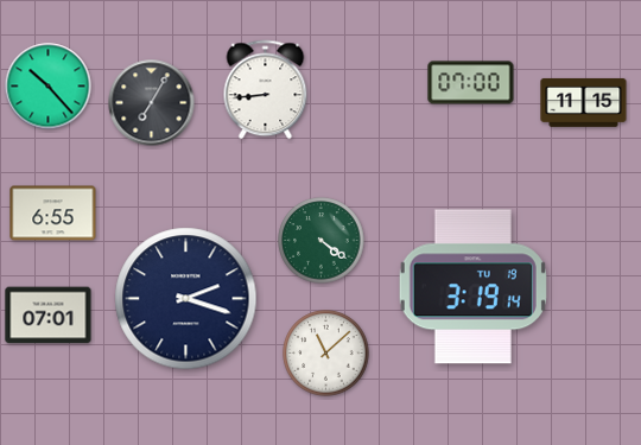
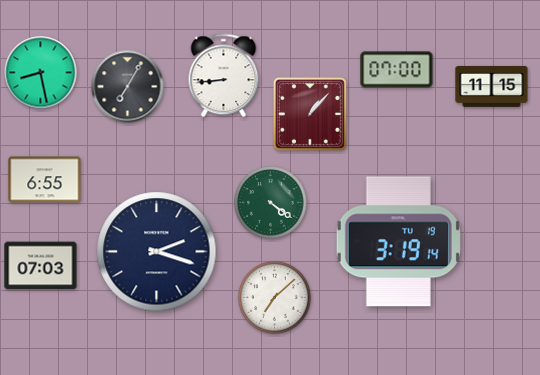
clock at (49, 87): 10:23 -> 8:28
clock at (310, 114): none -> 1:07
clock at (49, 316): 07:01 -> 07:03
clock at (326, 354): 11:08 -> 7:08
